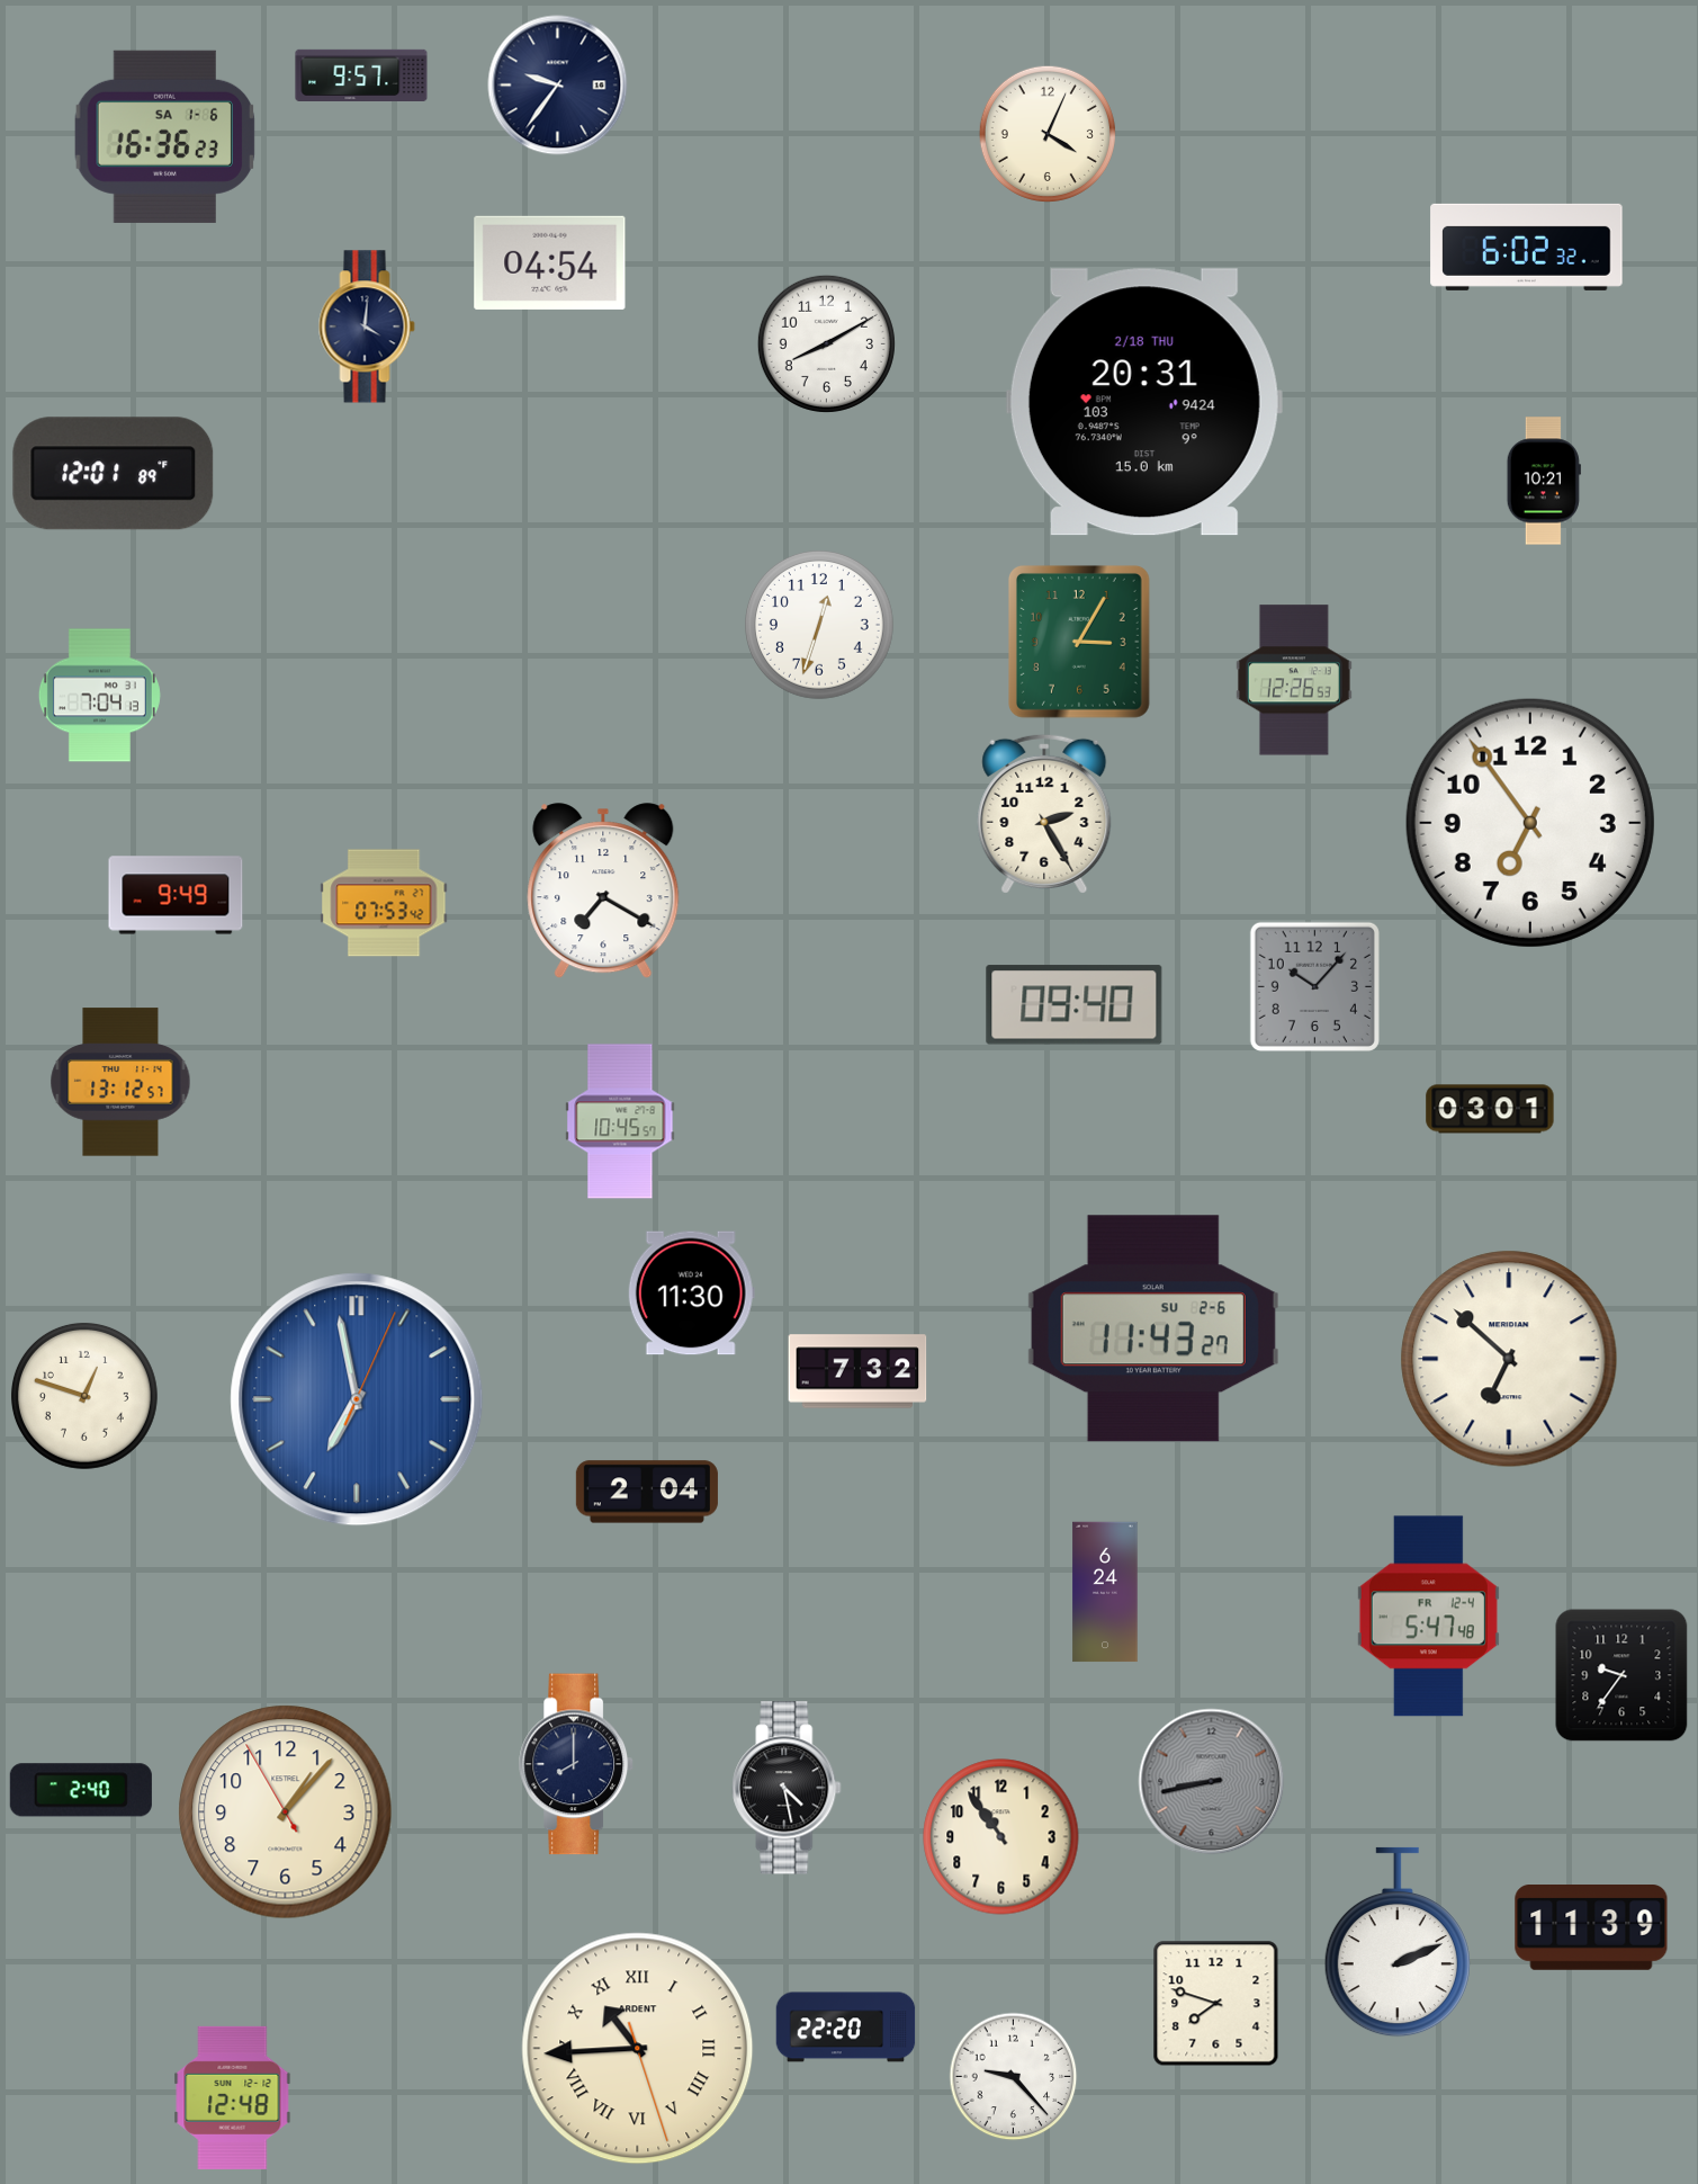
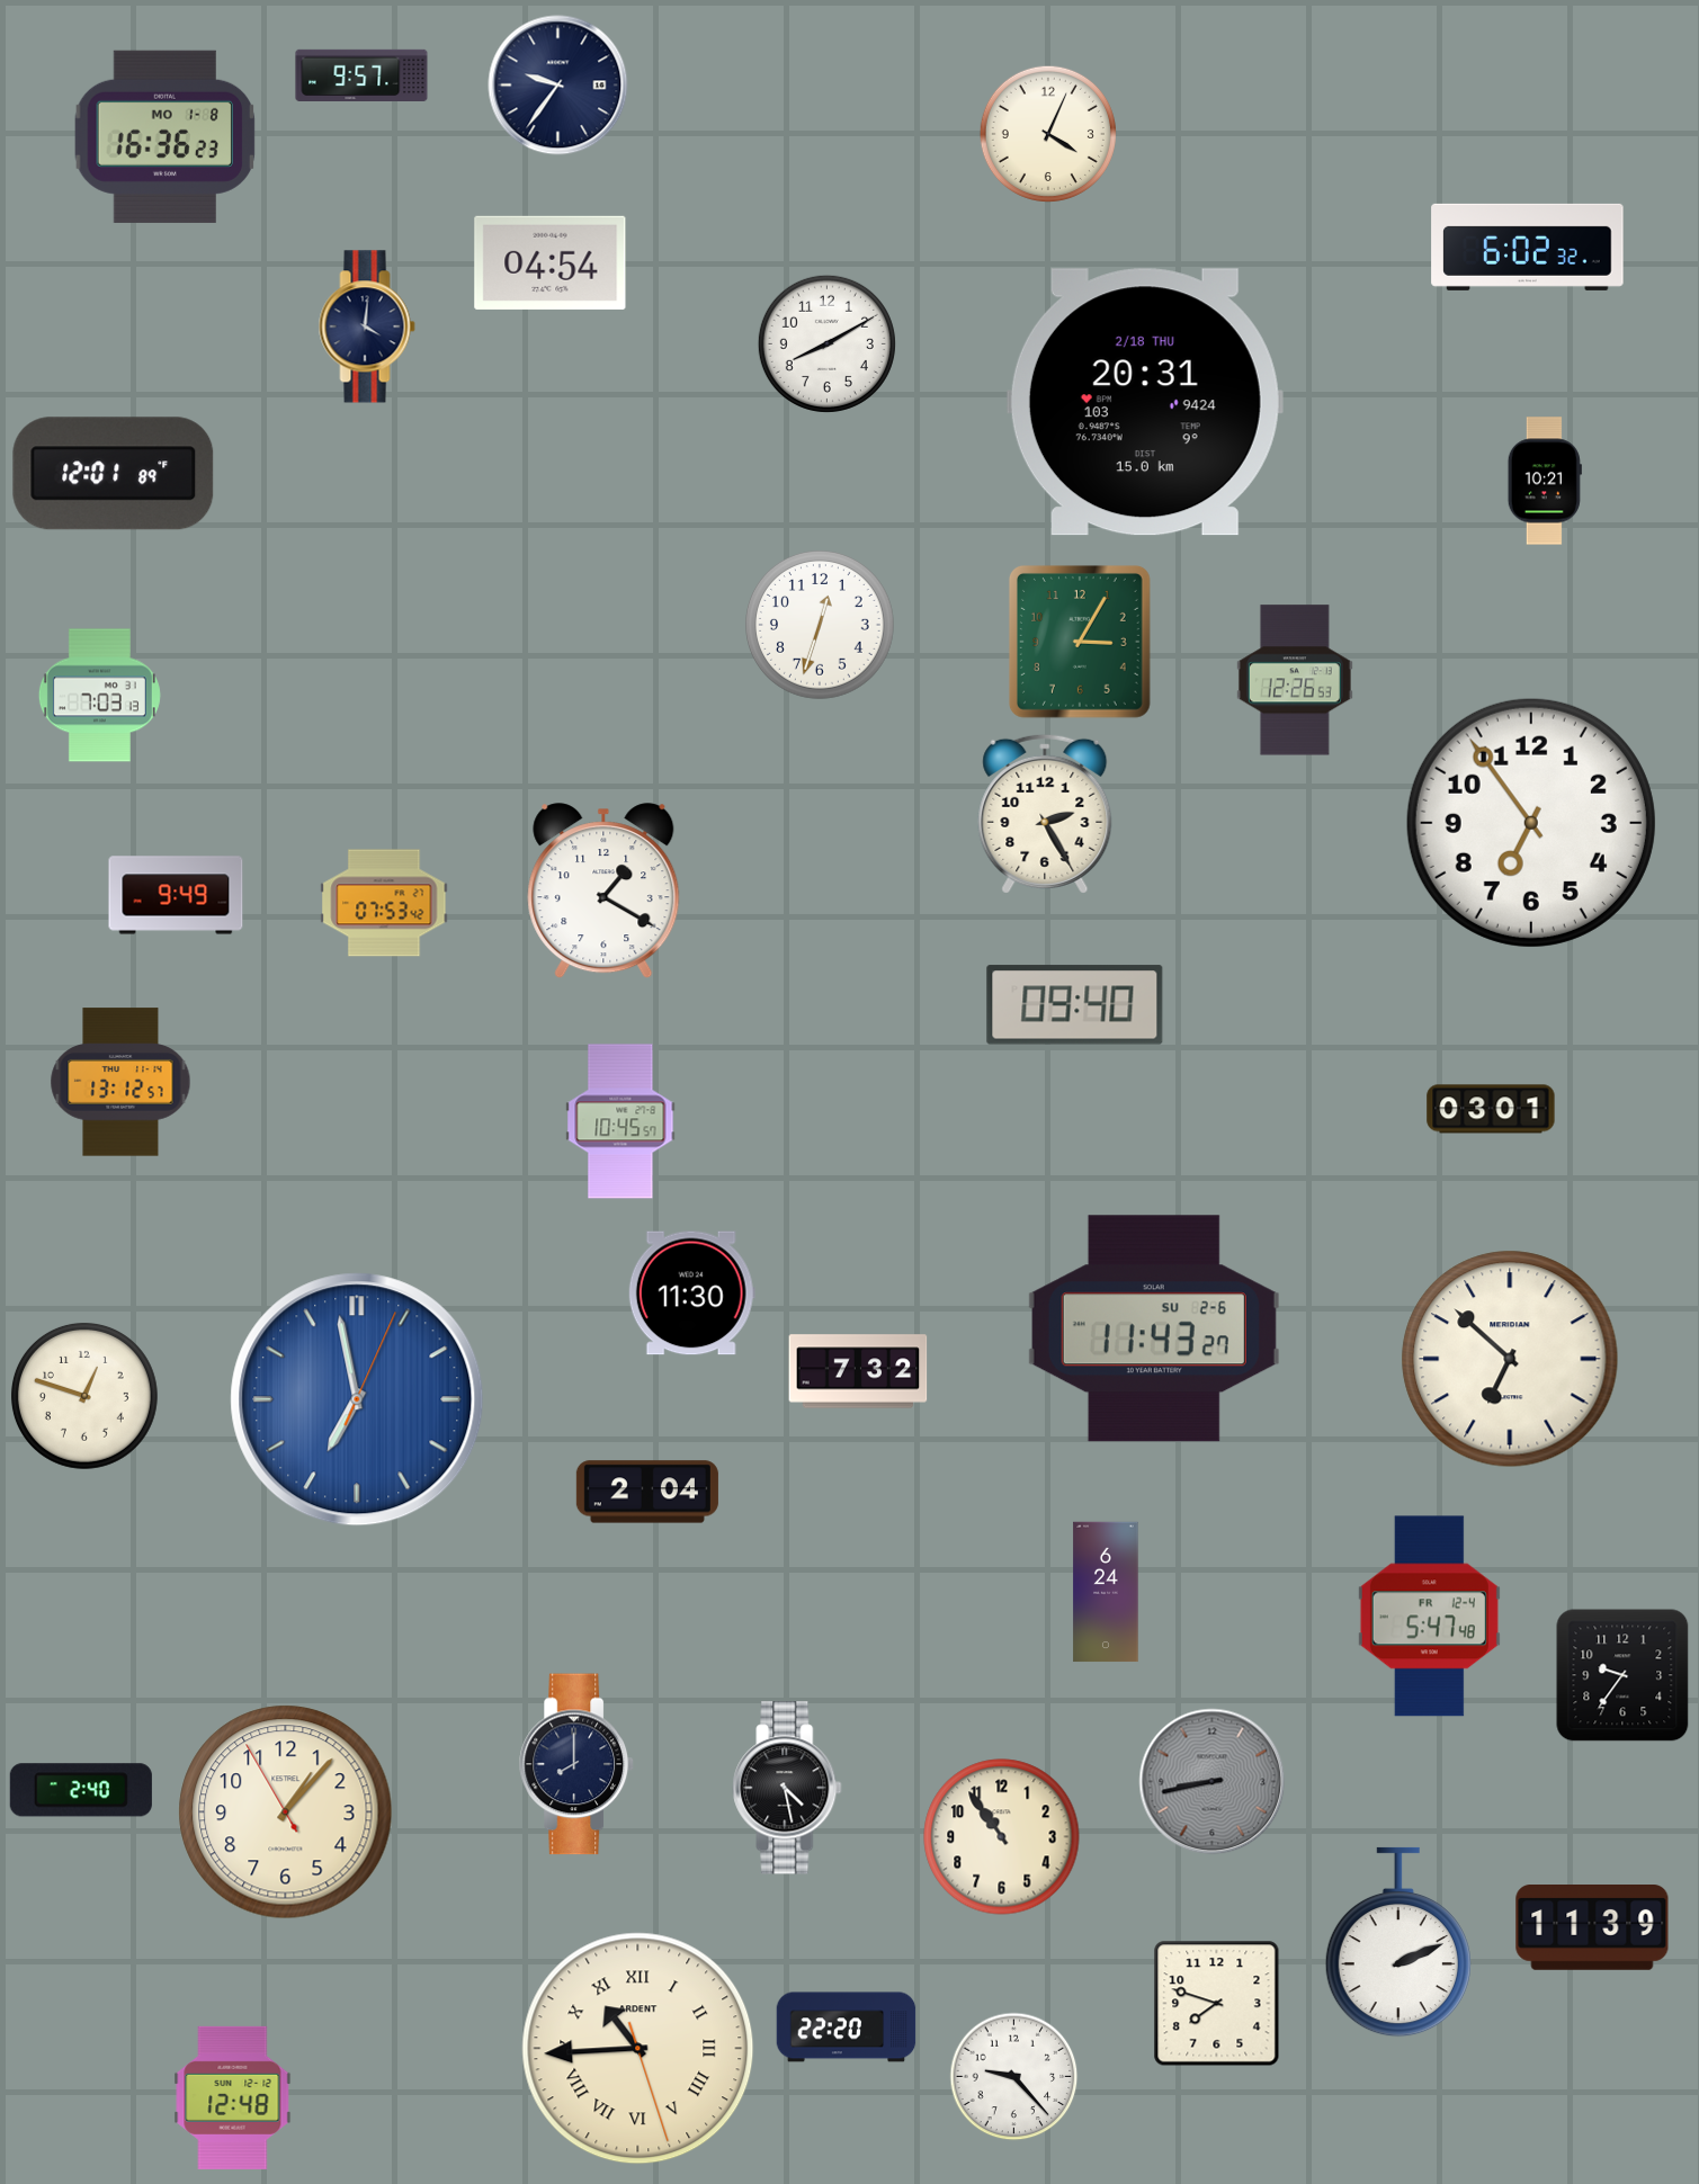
clock at (165, 136) date: SA 1-6 -> MO 1-8
clock at (99, 696): 7:04 -> 7:03
clock at (603, 892): 7:20 -> 1:20
clock at (1314, 986): 10:07 -> none
